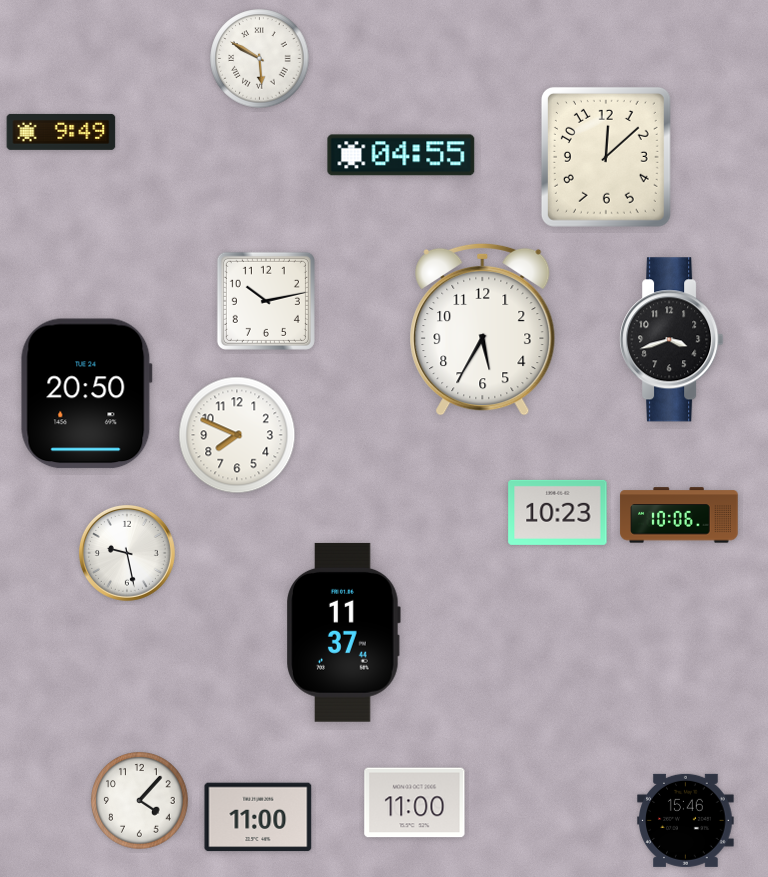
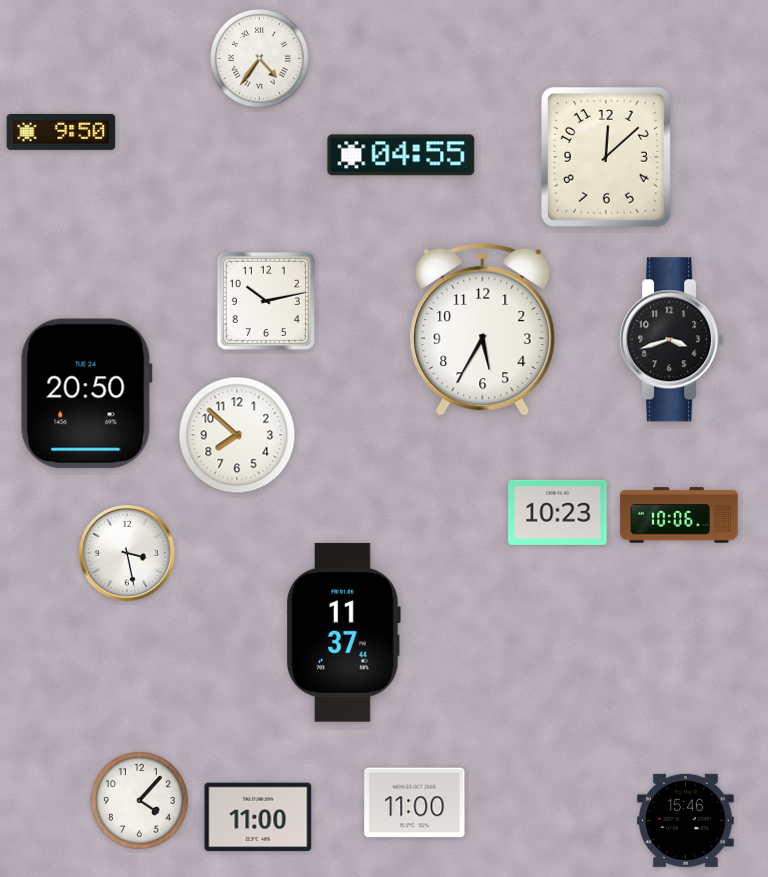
clock at (260, 59): 5:50 -> 4:36
clock at (61, 132): 9:49 -> 9:50
clock at (237, 435): 7:49 -> 7:52
clock at (127, 553): 9:28 -> 3:28
